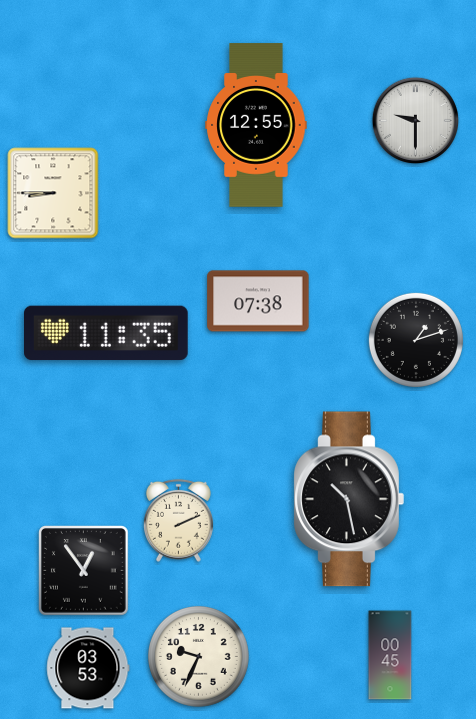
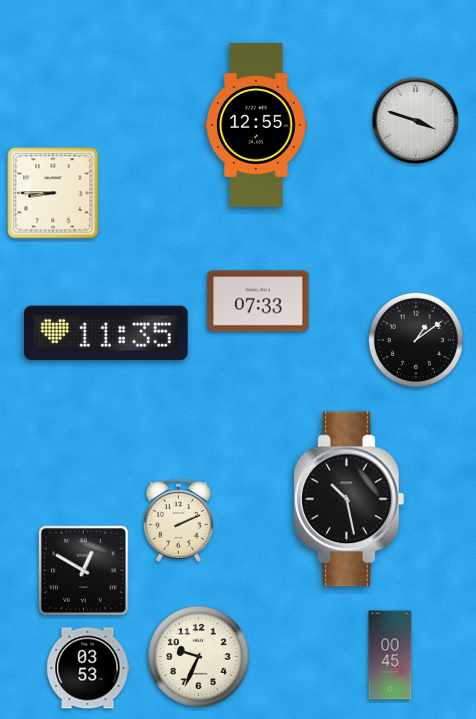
clock at (416, 121): 9:30 -> 3:48
clock at (258, 301): 07:38 -> 07:33
clock at (416, 340): 1:12 -> 1:09
clock at (84, 571): 12:54 -> 12:50
